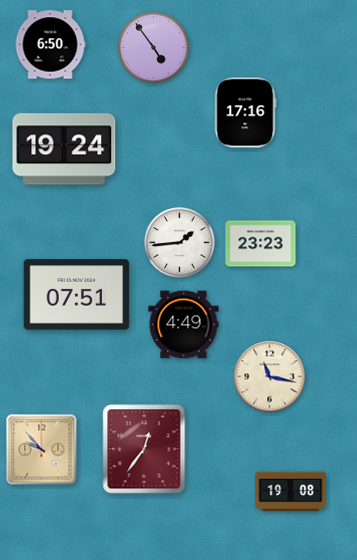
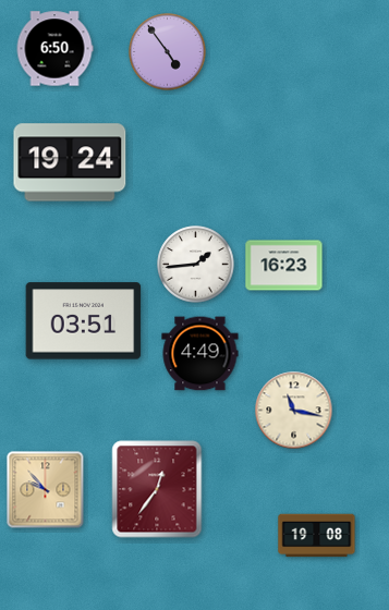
clock at (246, 113): 17:16 -> none
clock at (261, 244): 23:23 -> 16:23
clock at (77, 295): 07:51 -> 03:51
